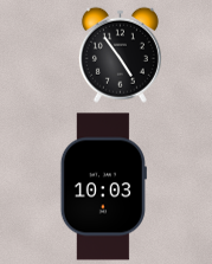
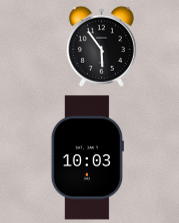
clock at (120, 54): 4:54 -> 5:54
